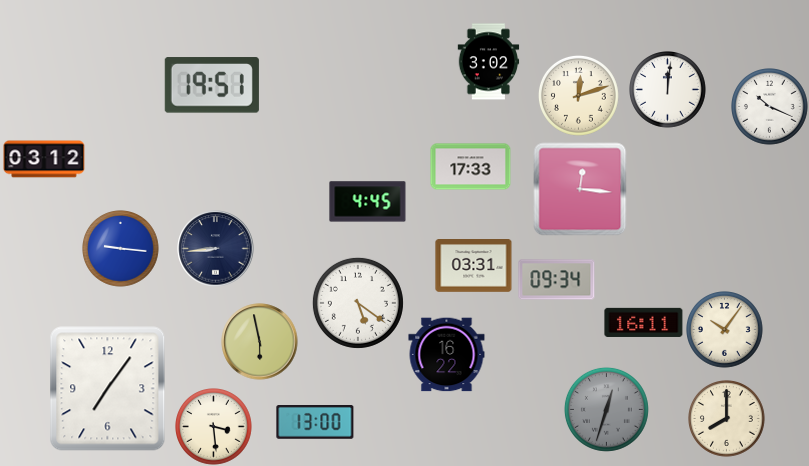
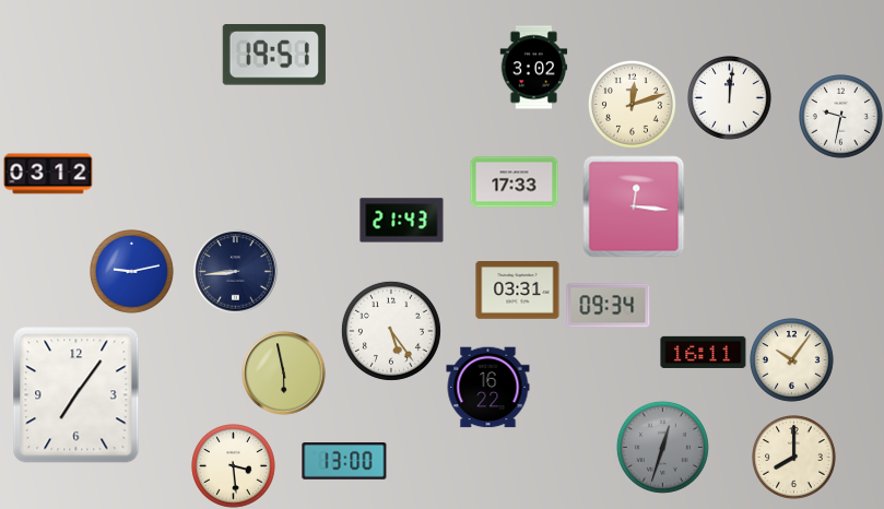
clock at (212, 85) position: (212, 85) -> (274, 55)
clock at (770, 107): 10:19 -> 9:32
clock at (368, 202): 4:45 -> 21:43
clock at (121, 249): 9:16 -> 9:13
clock at (358, 303): 5:21 -> 5:24
clock at (108, 389) position: (108, 389) -> (76, 395)
